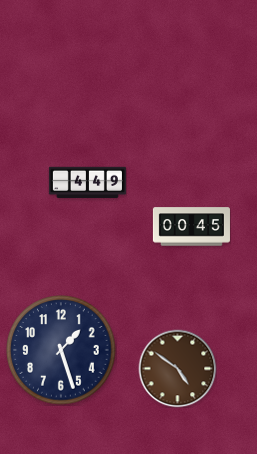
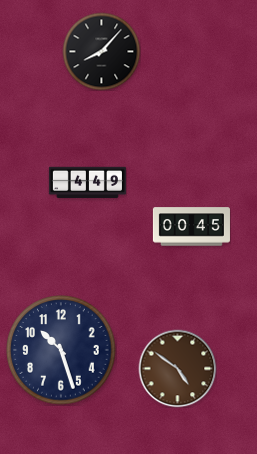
clock at (101, 51): none -> 8:07
clock at (61, 350): 1:27 -> 10:27
